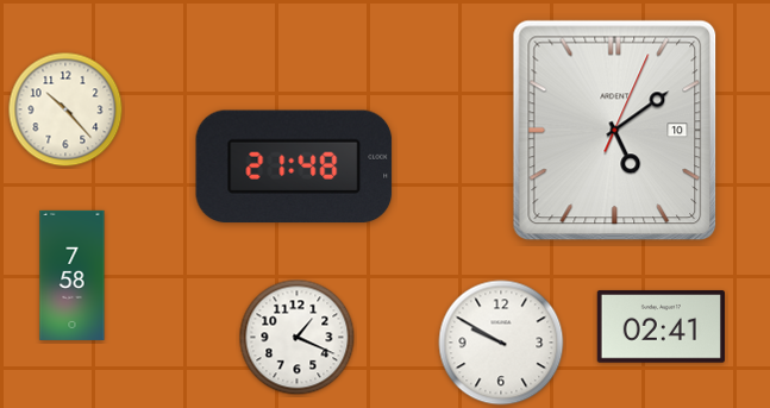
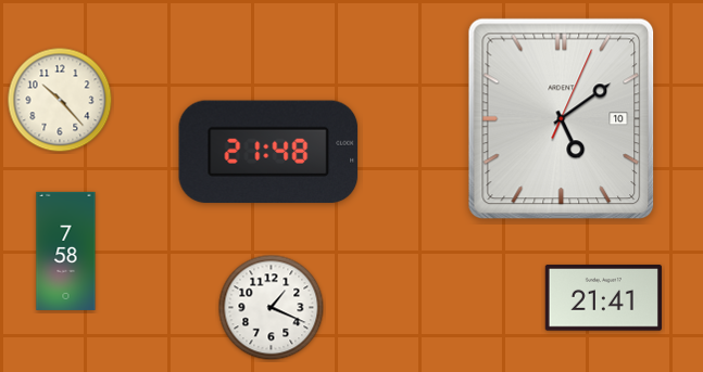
clock at (661, 327): 02:41 -> 21:41
clock at (501, 343): 9:50 -> none
